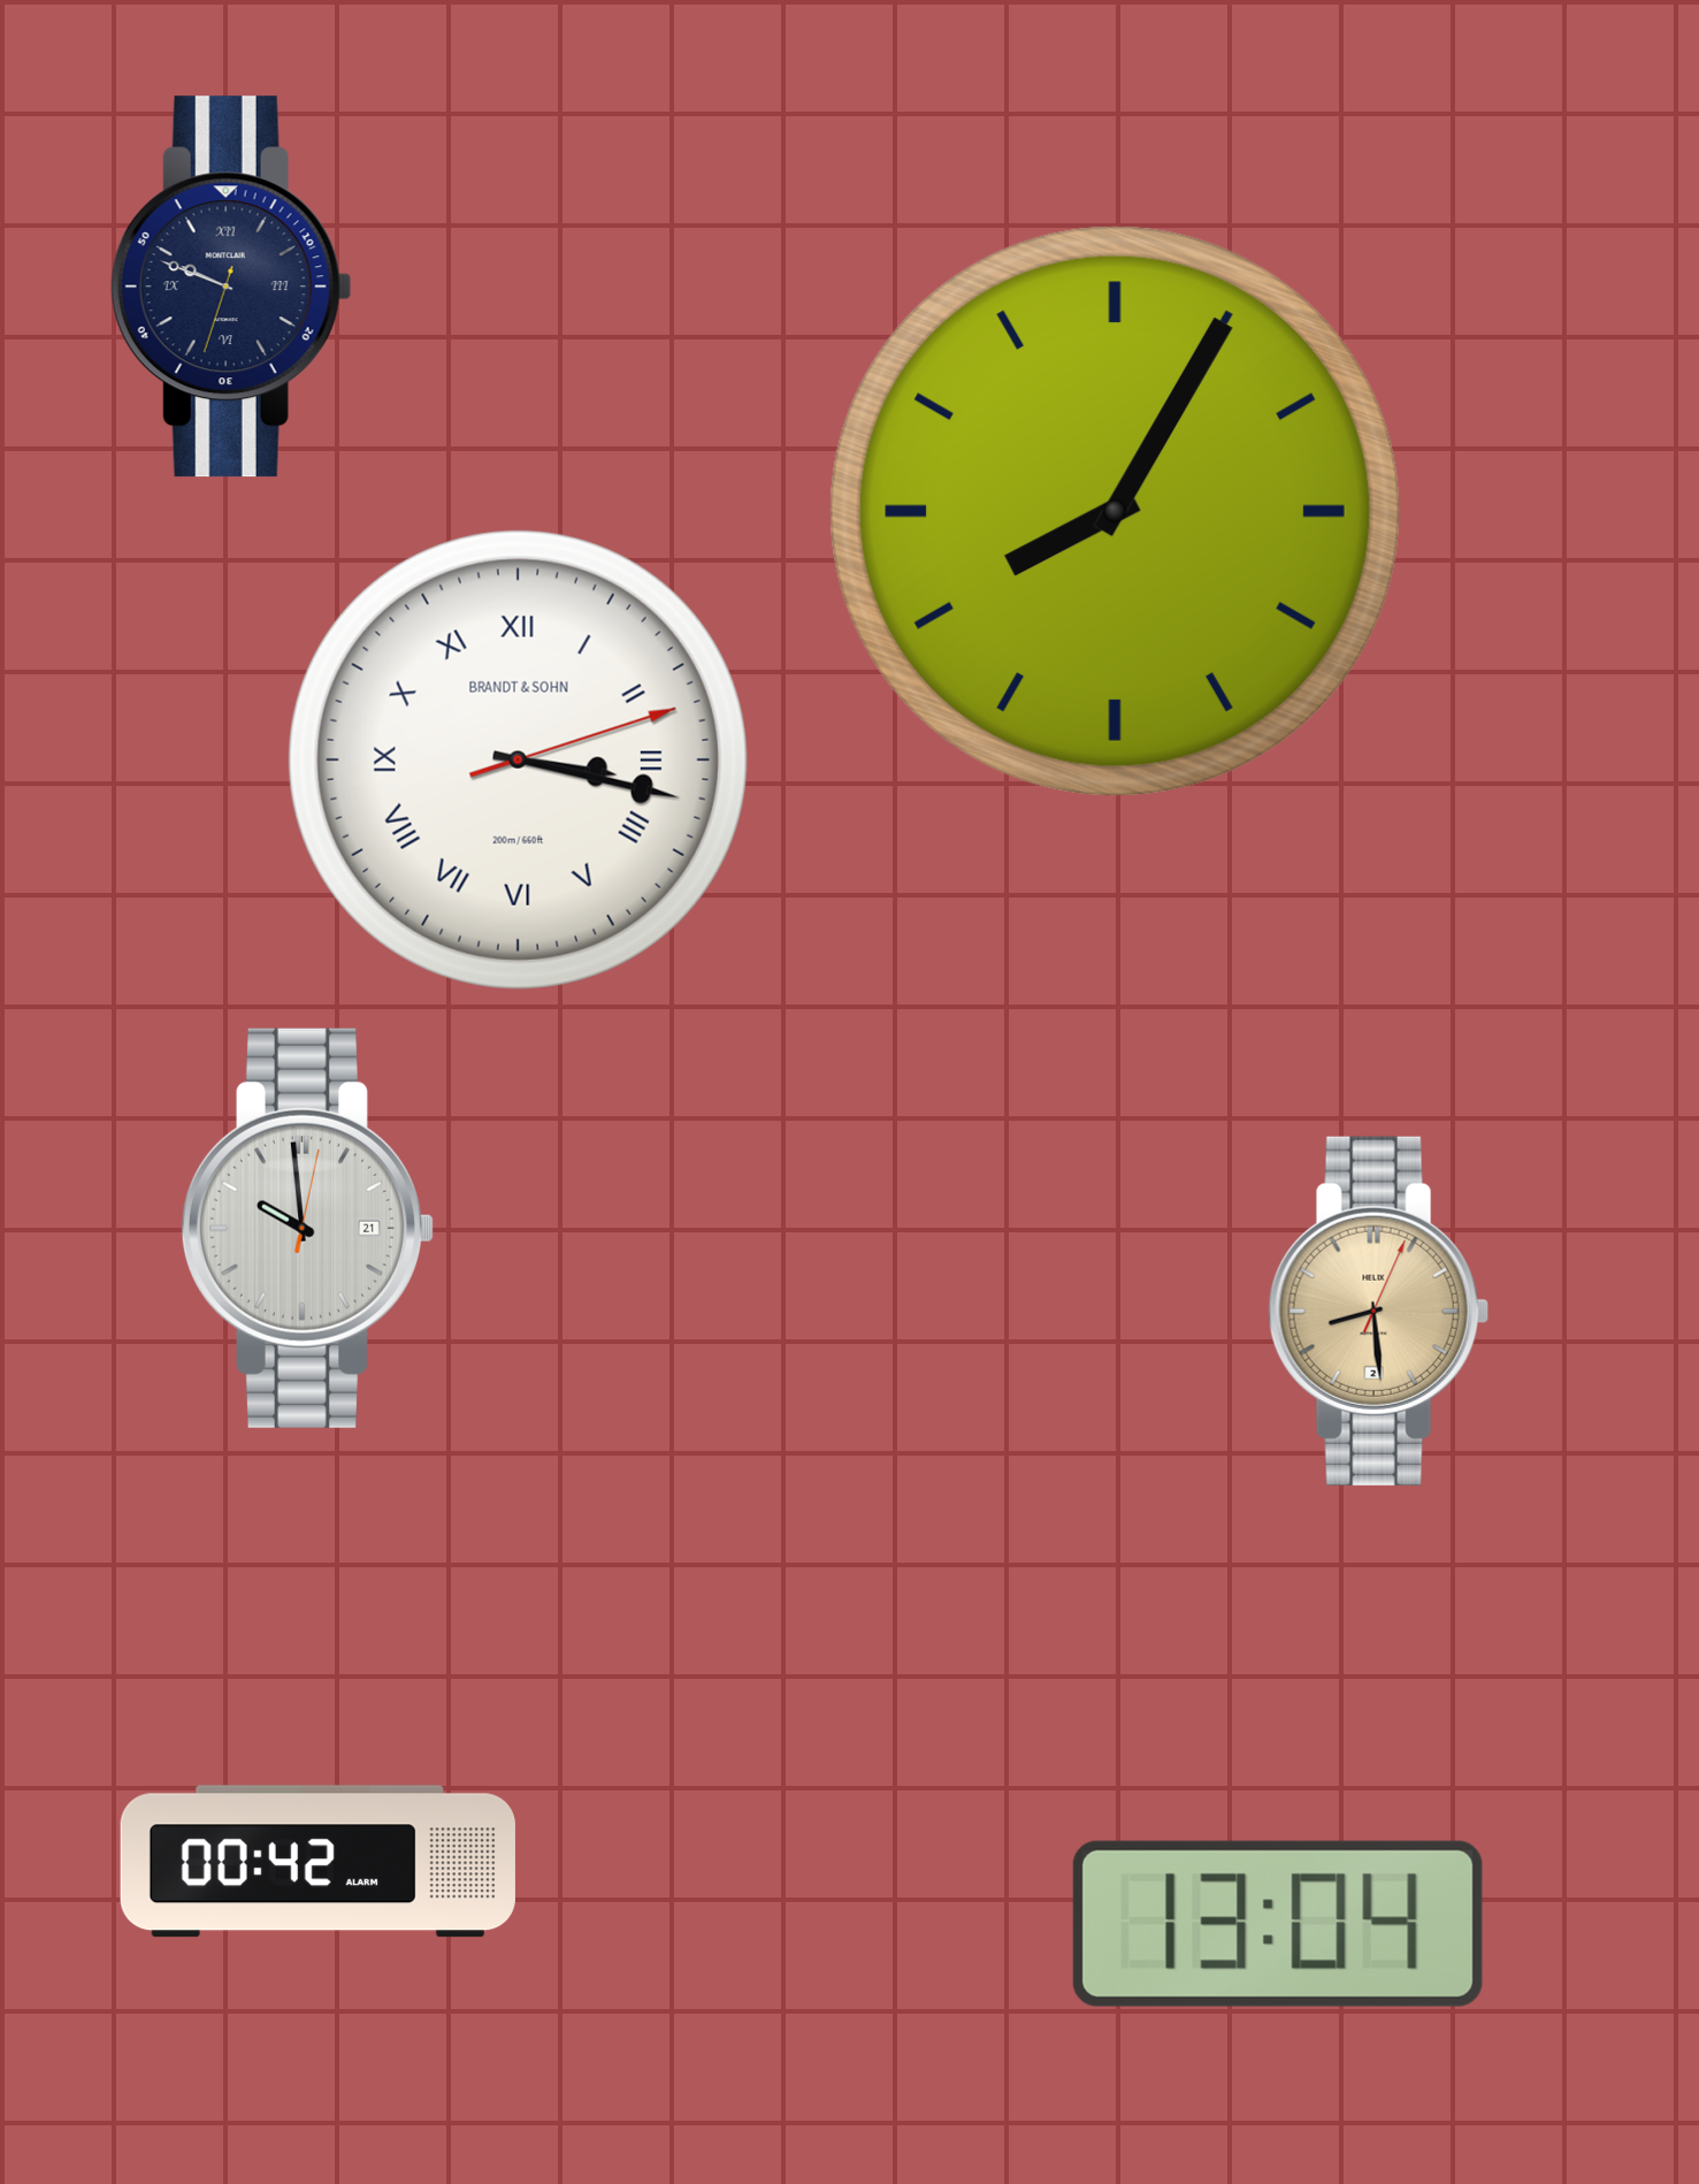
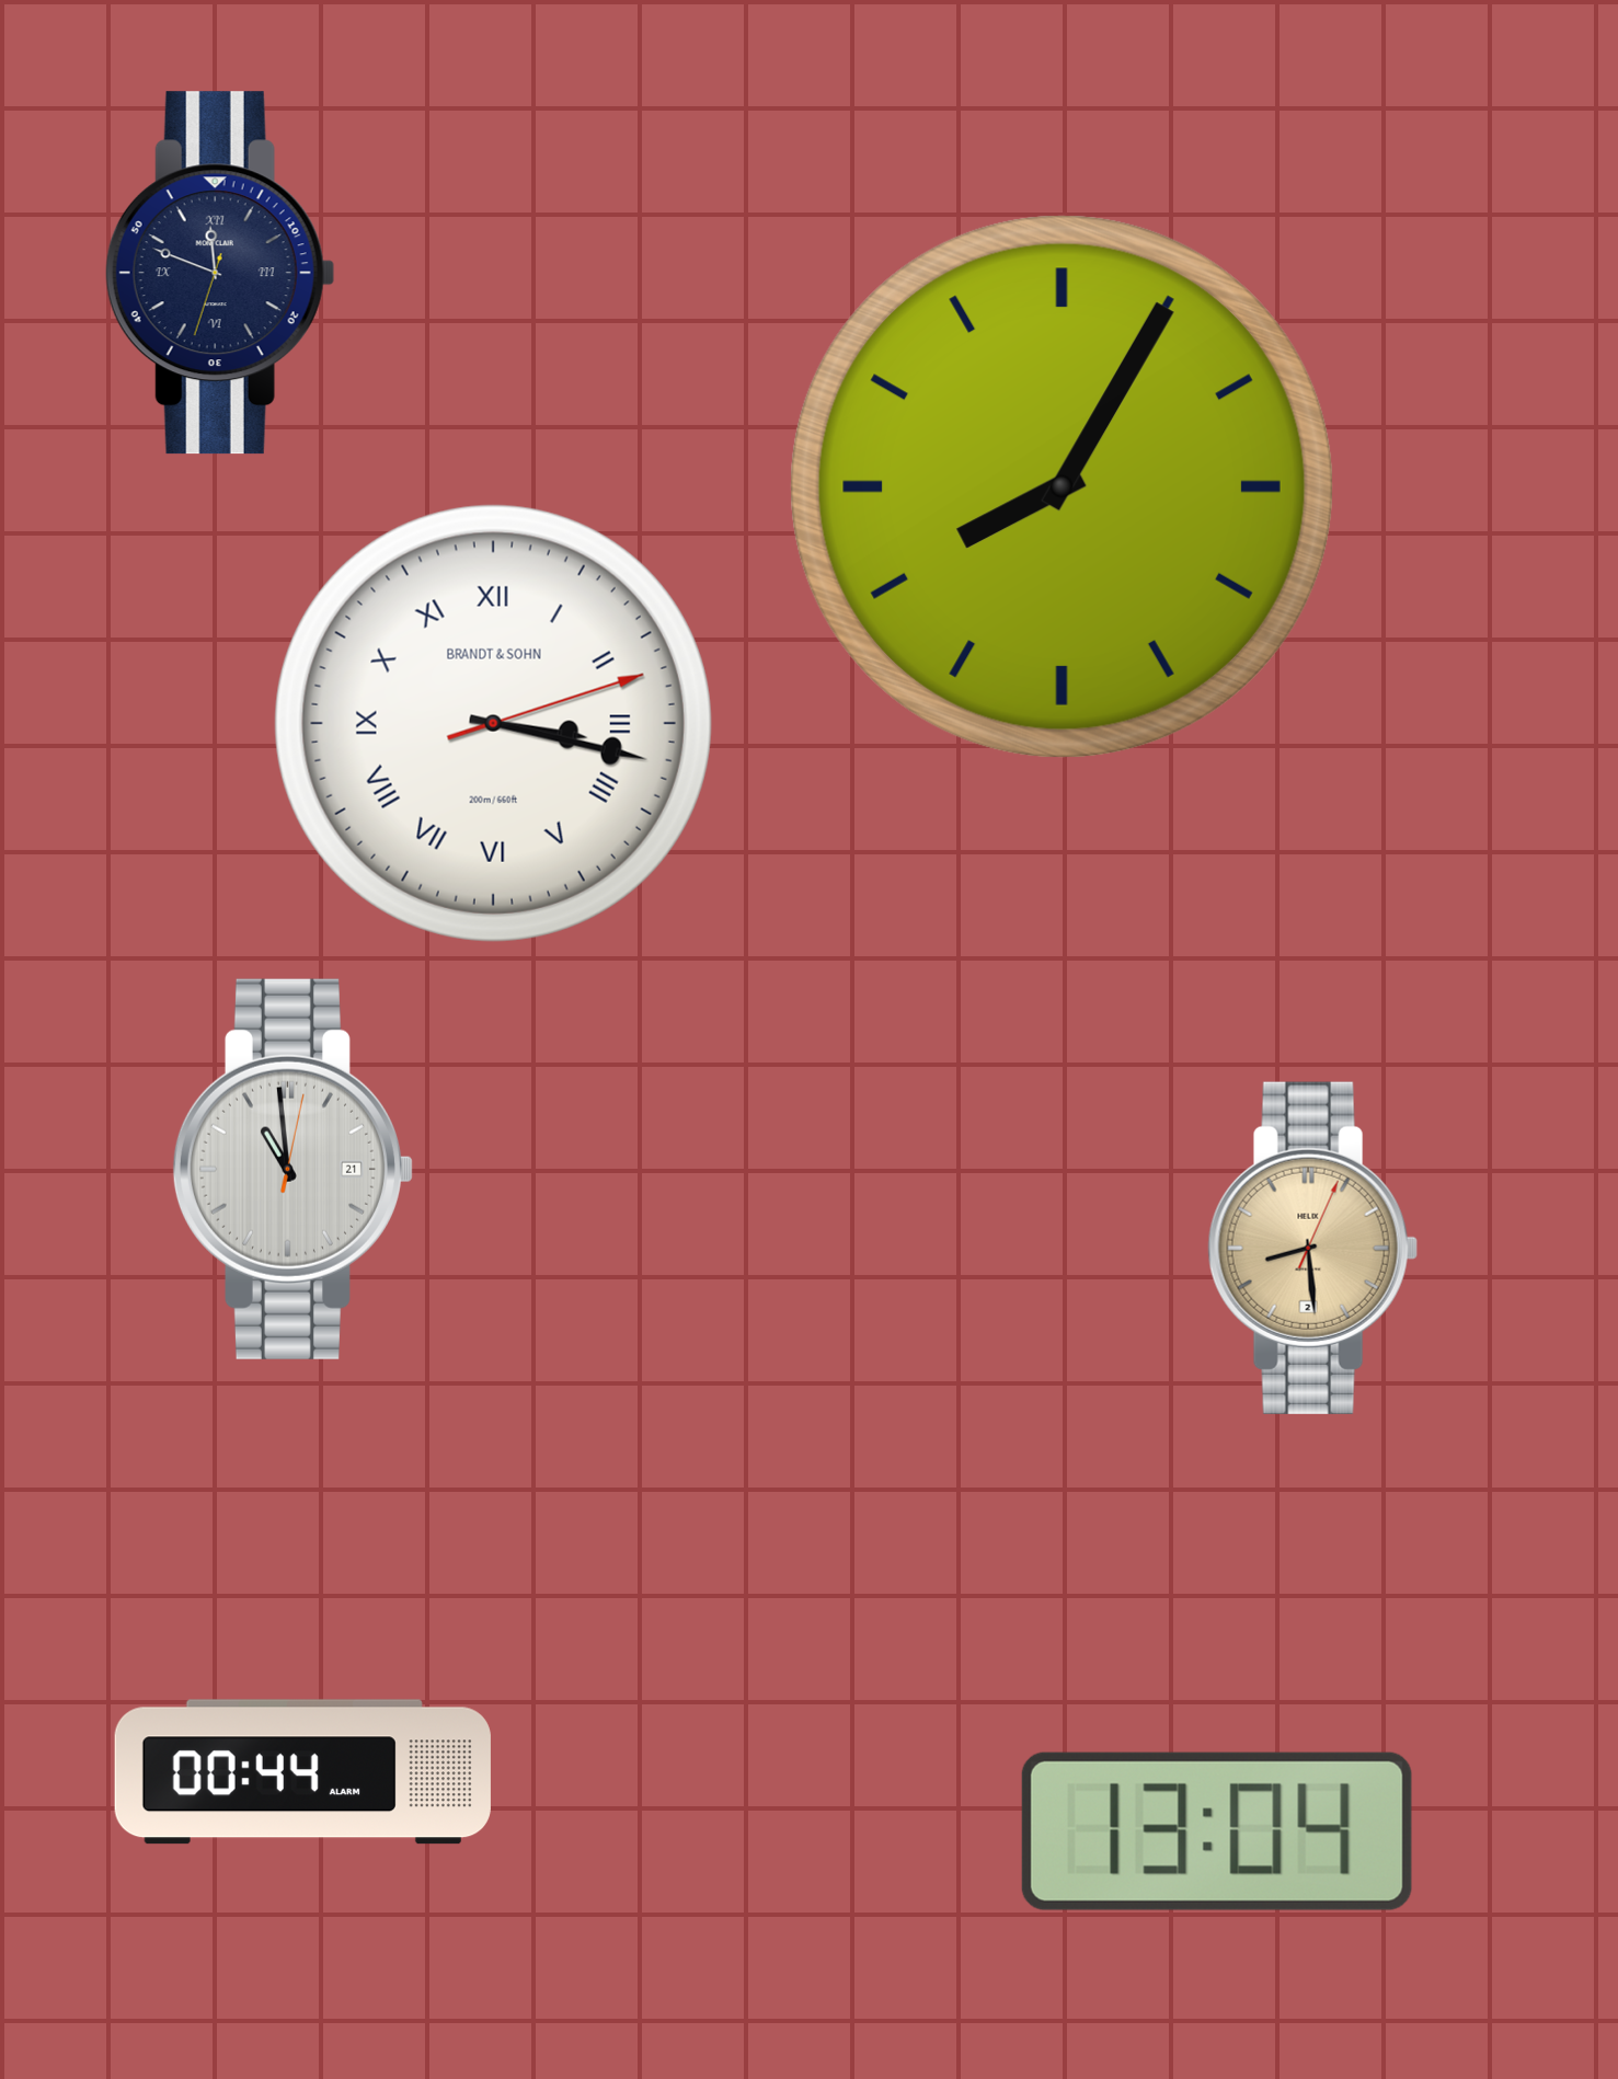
clock at (231, 287): 9:48 -> 11:48
clock at (307, 1228): 9:59 -> 10:59
clock at (317, 1862): 00:42 -> 00:44
